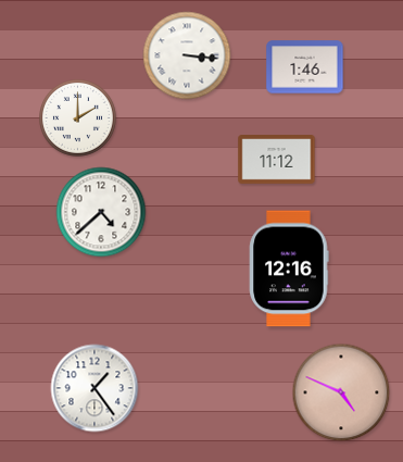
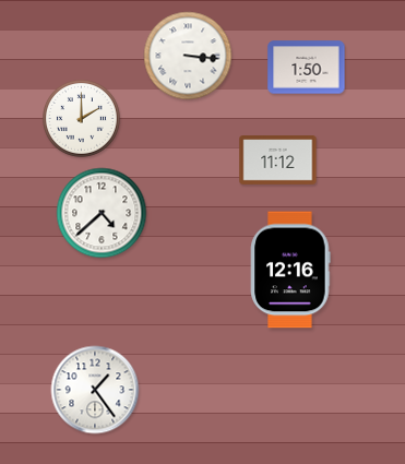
clock at (305, 67): 1:46 -> 1:50
clock at (78, 118) position: (78, 118) -> (82, 119)
clock at (341, 392): 4:49 -> none
